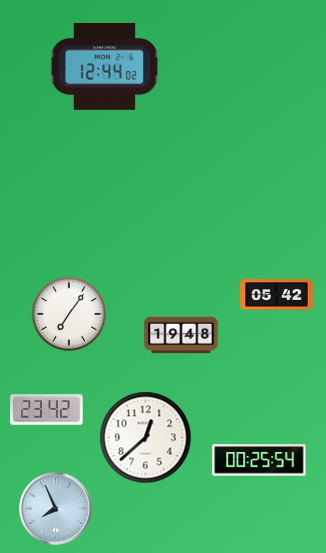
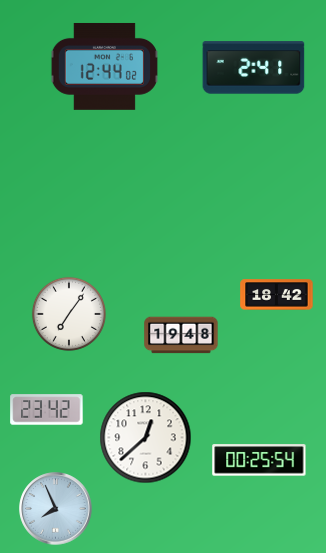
clock at (254, 68): none -> 2:41
clock at (277, 295): 05:42 -> 18:42
